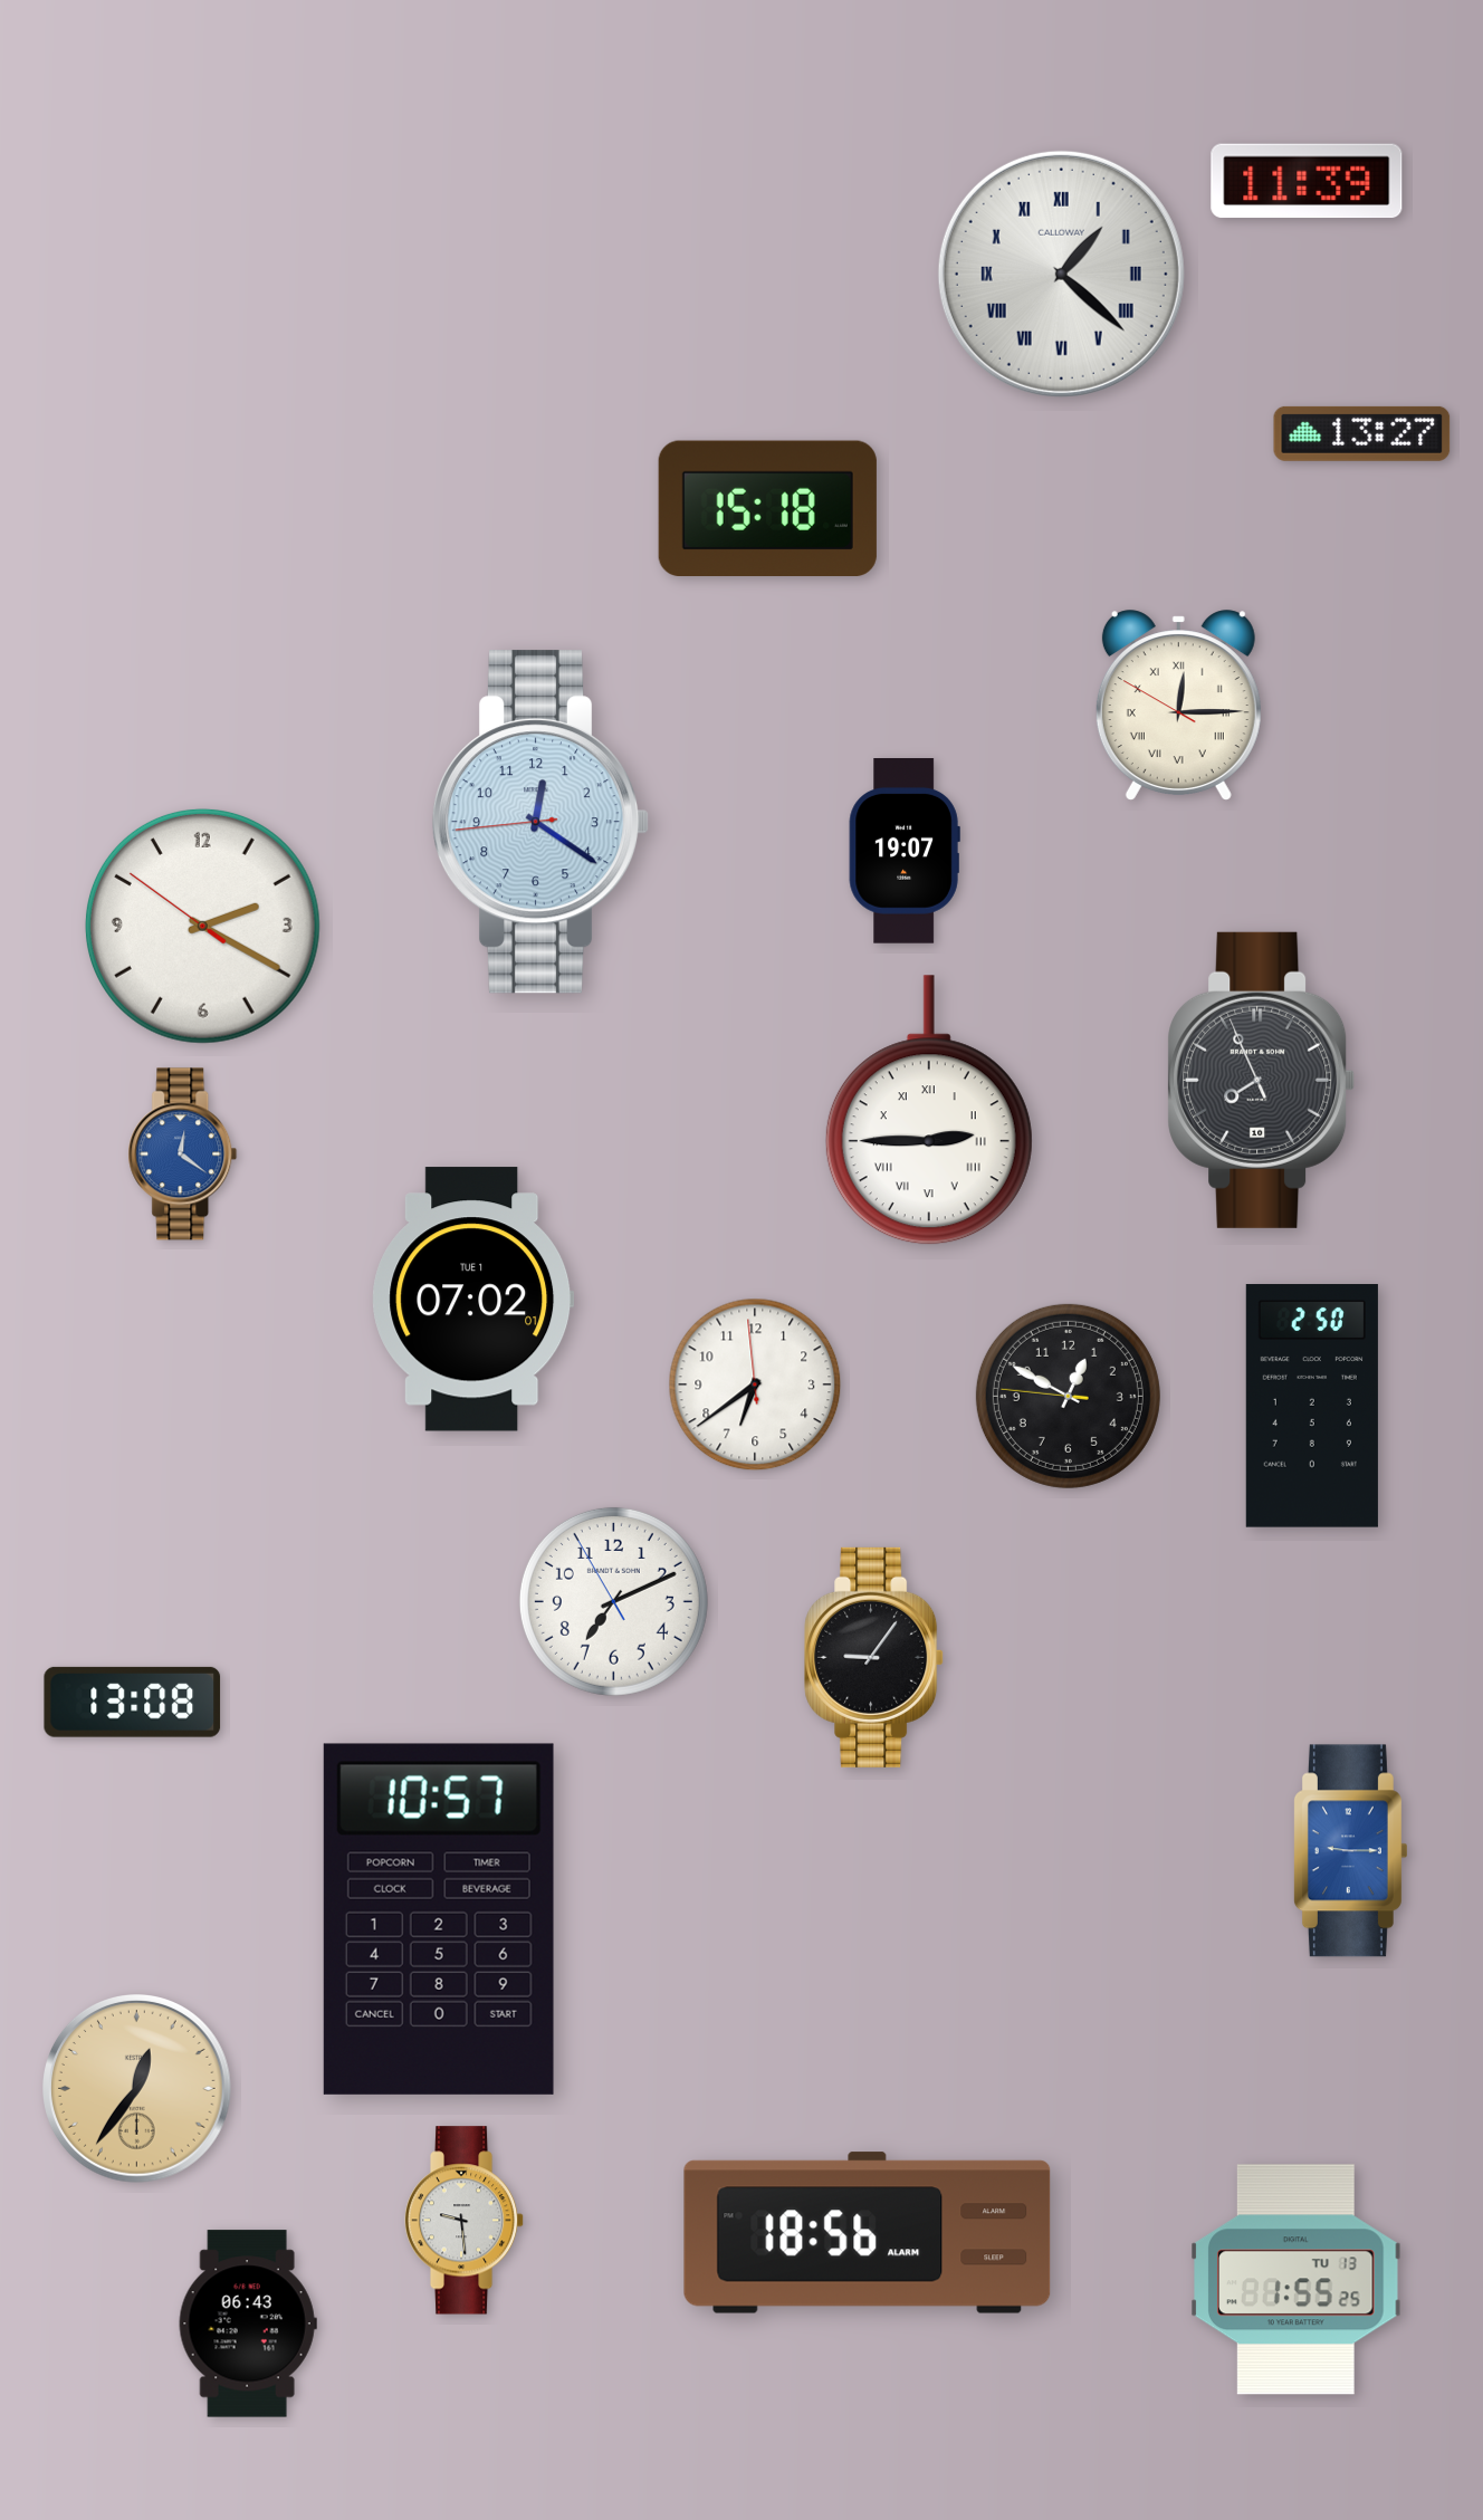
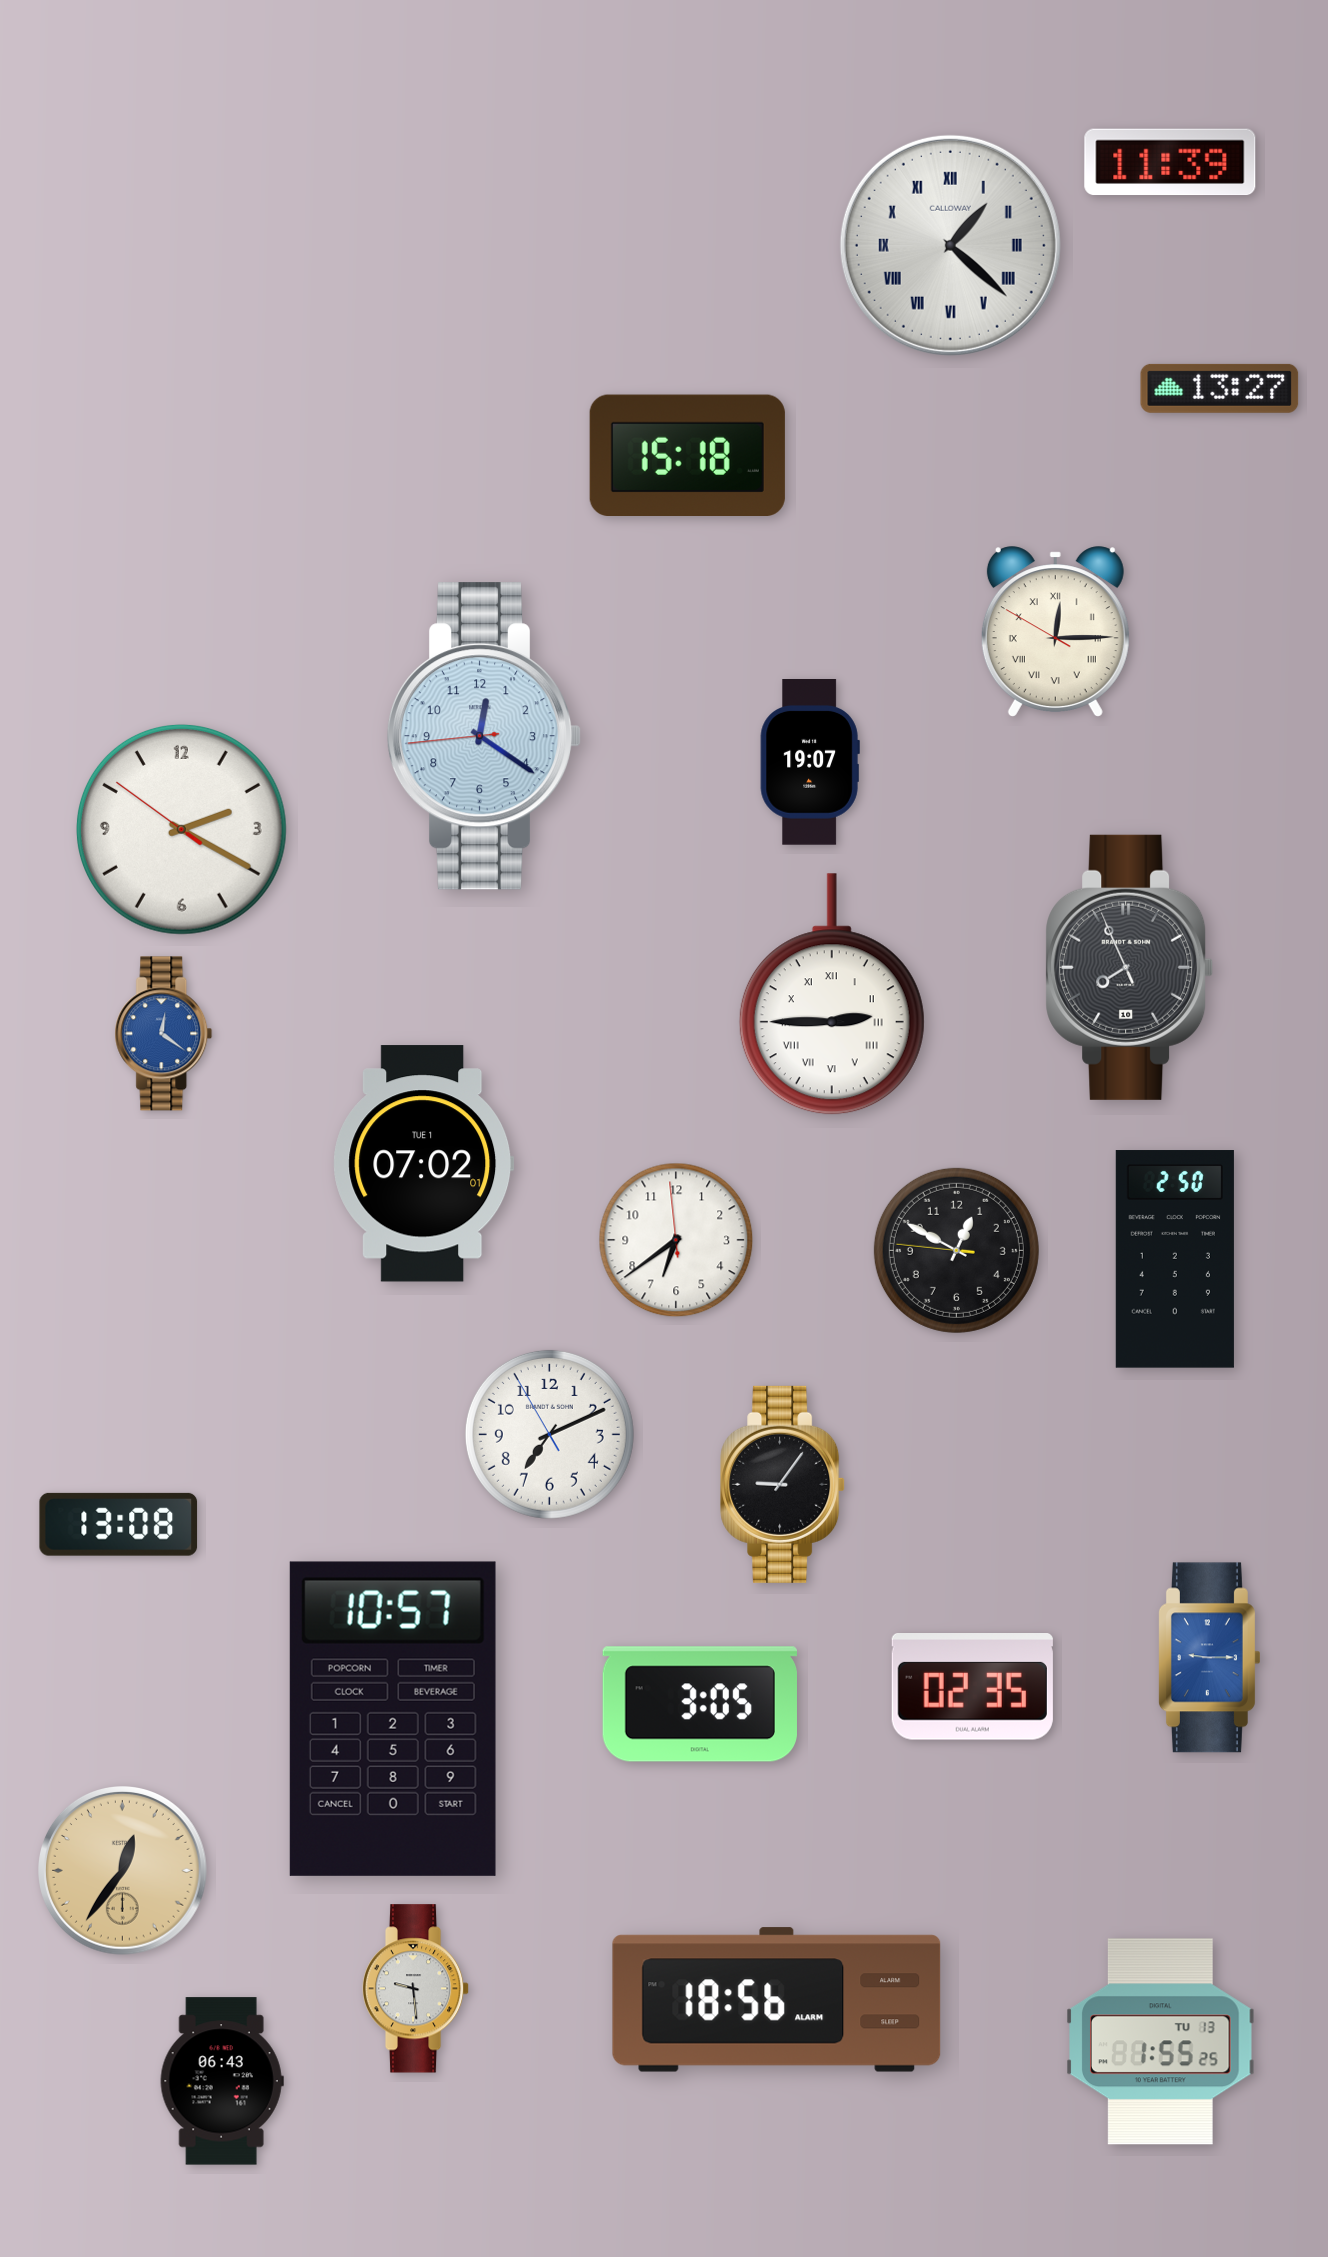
clock at (972, 1687): none -> 02:35
clock at (700, 1704): none -> 3:05
